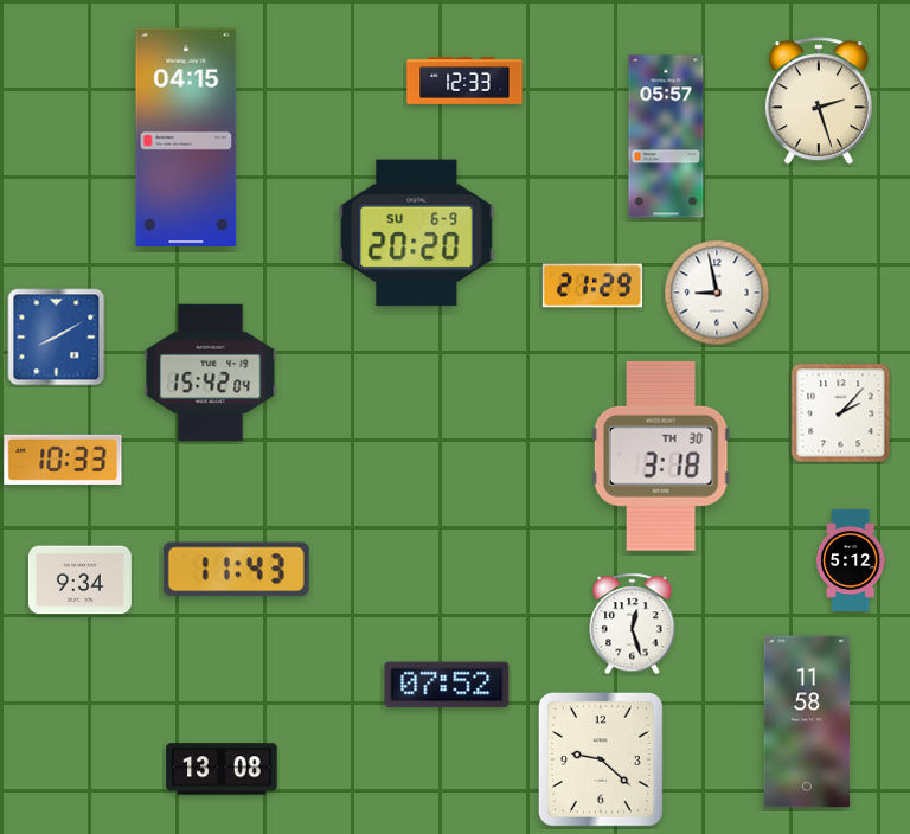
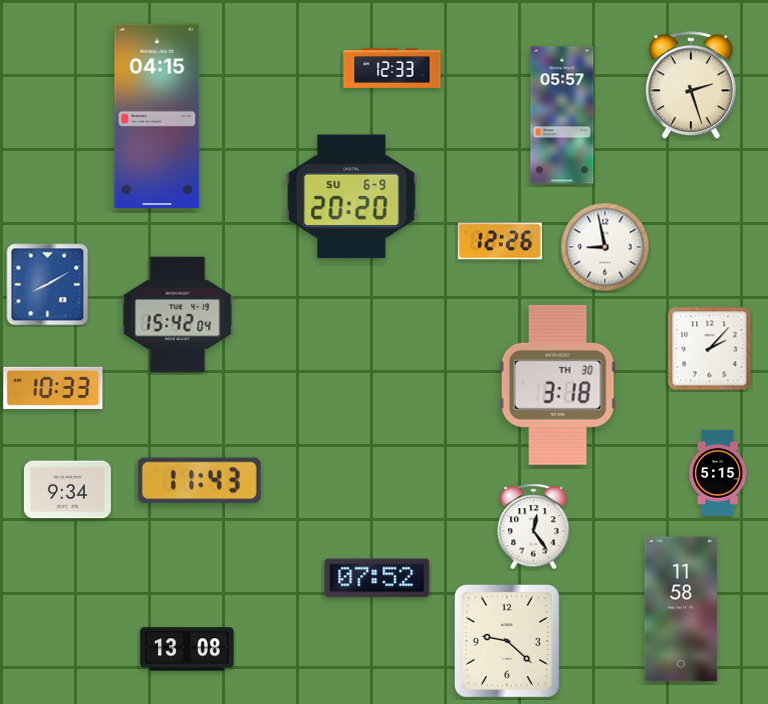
clock at (592, 286): 21:29 -> 12:26
clock at (852, 560): 5:12 -> 5:15
clock at (633, 624): 12:27 -> 12:24
